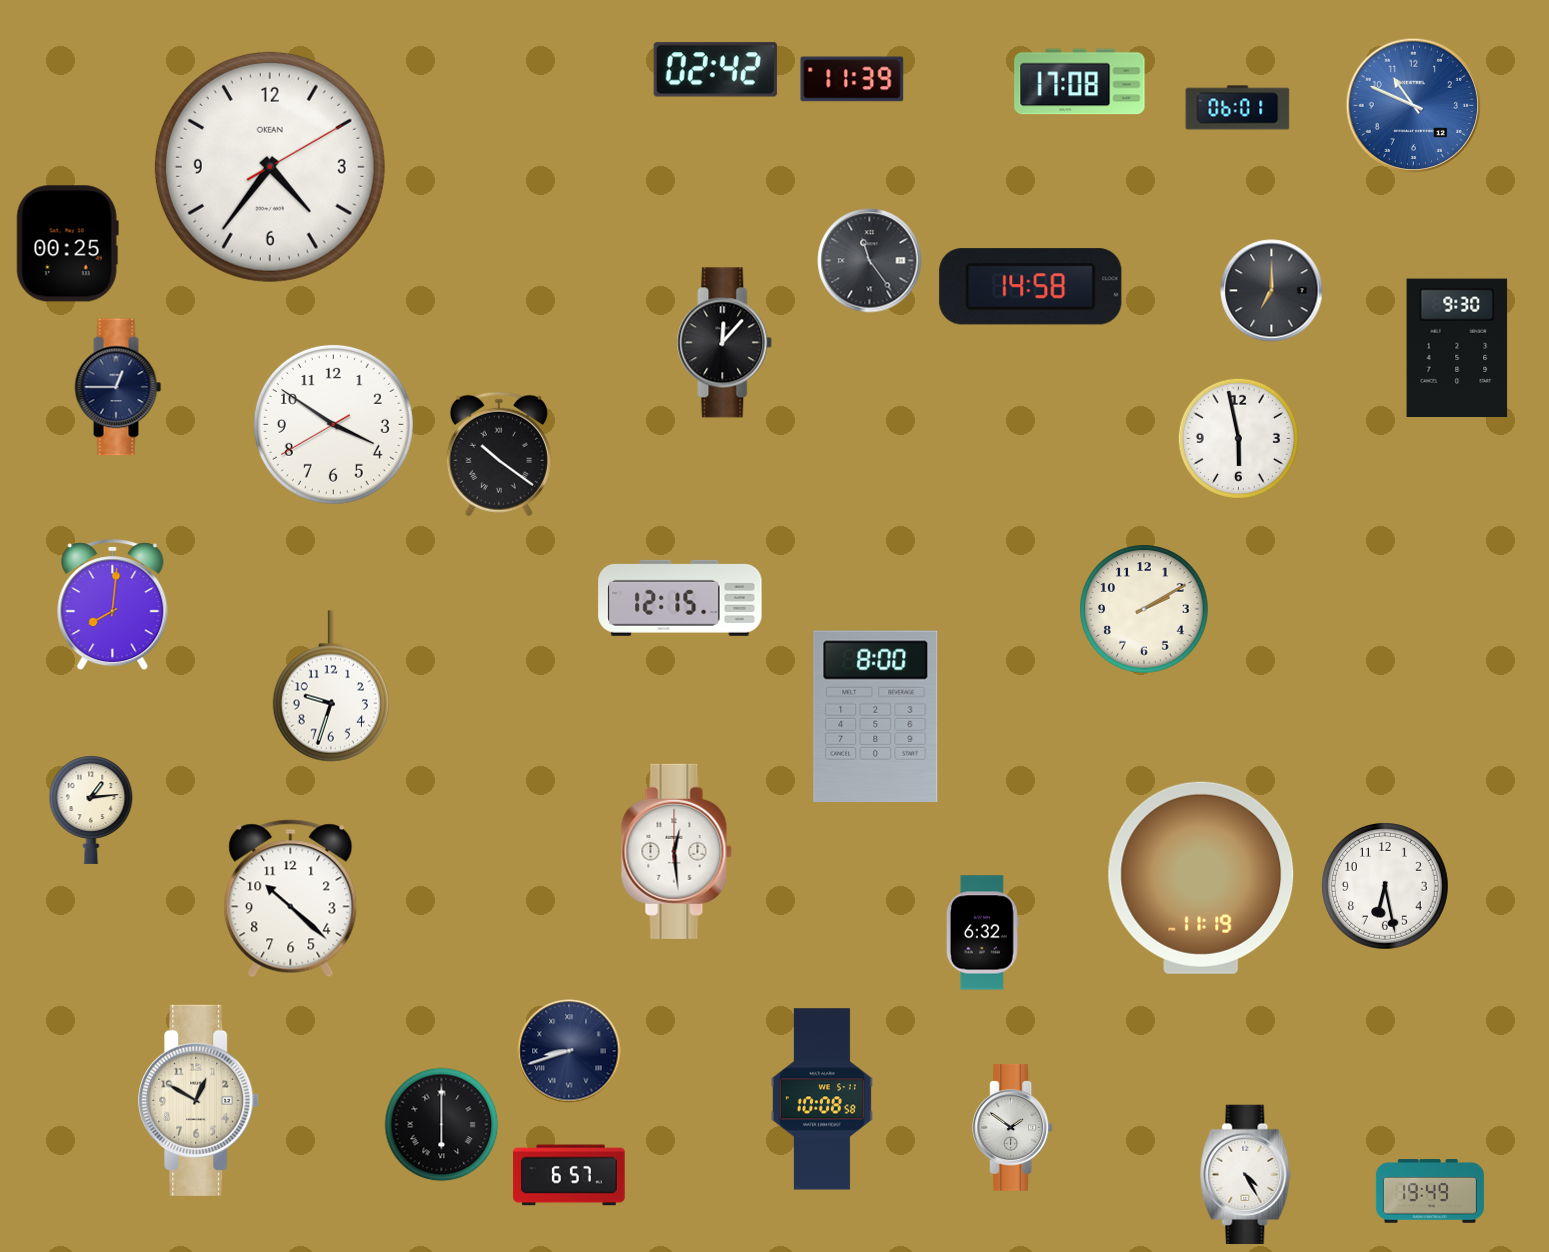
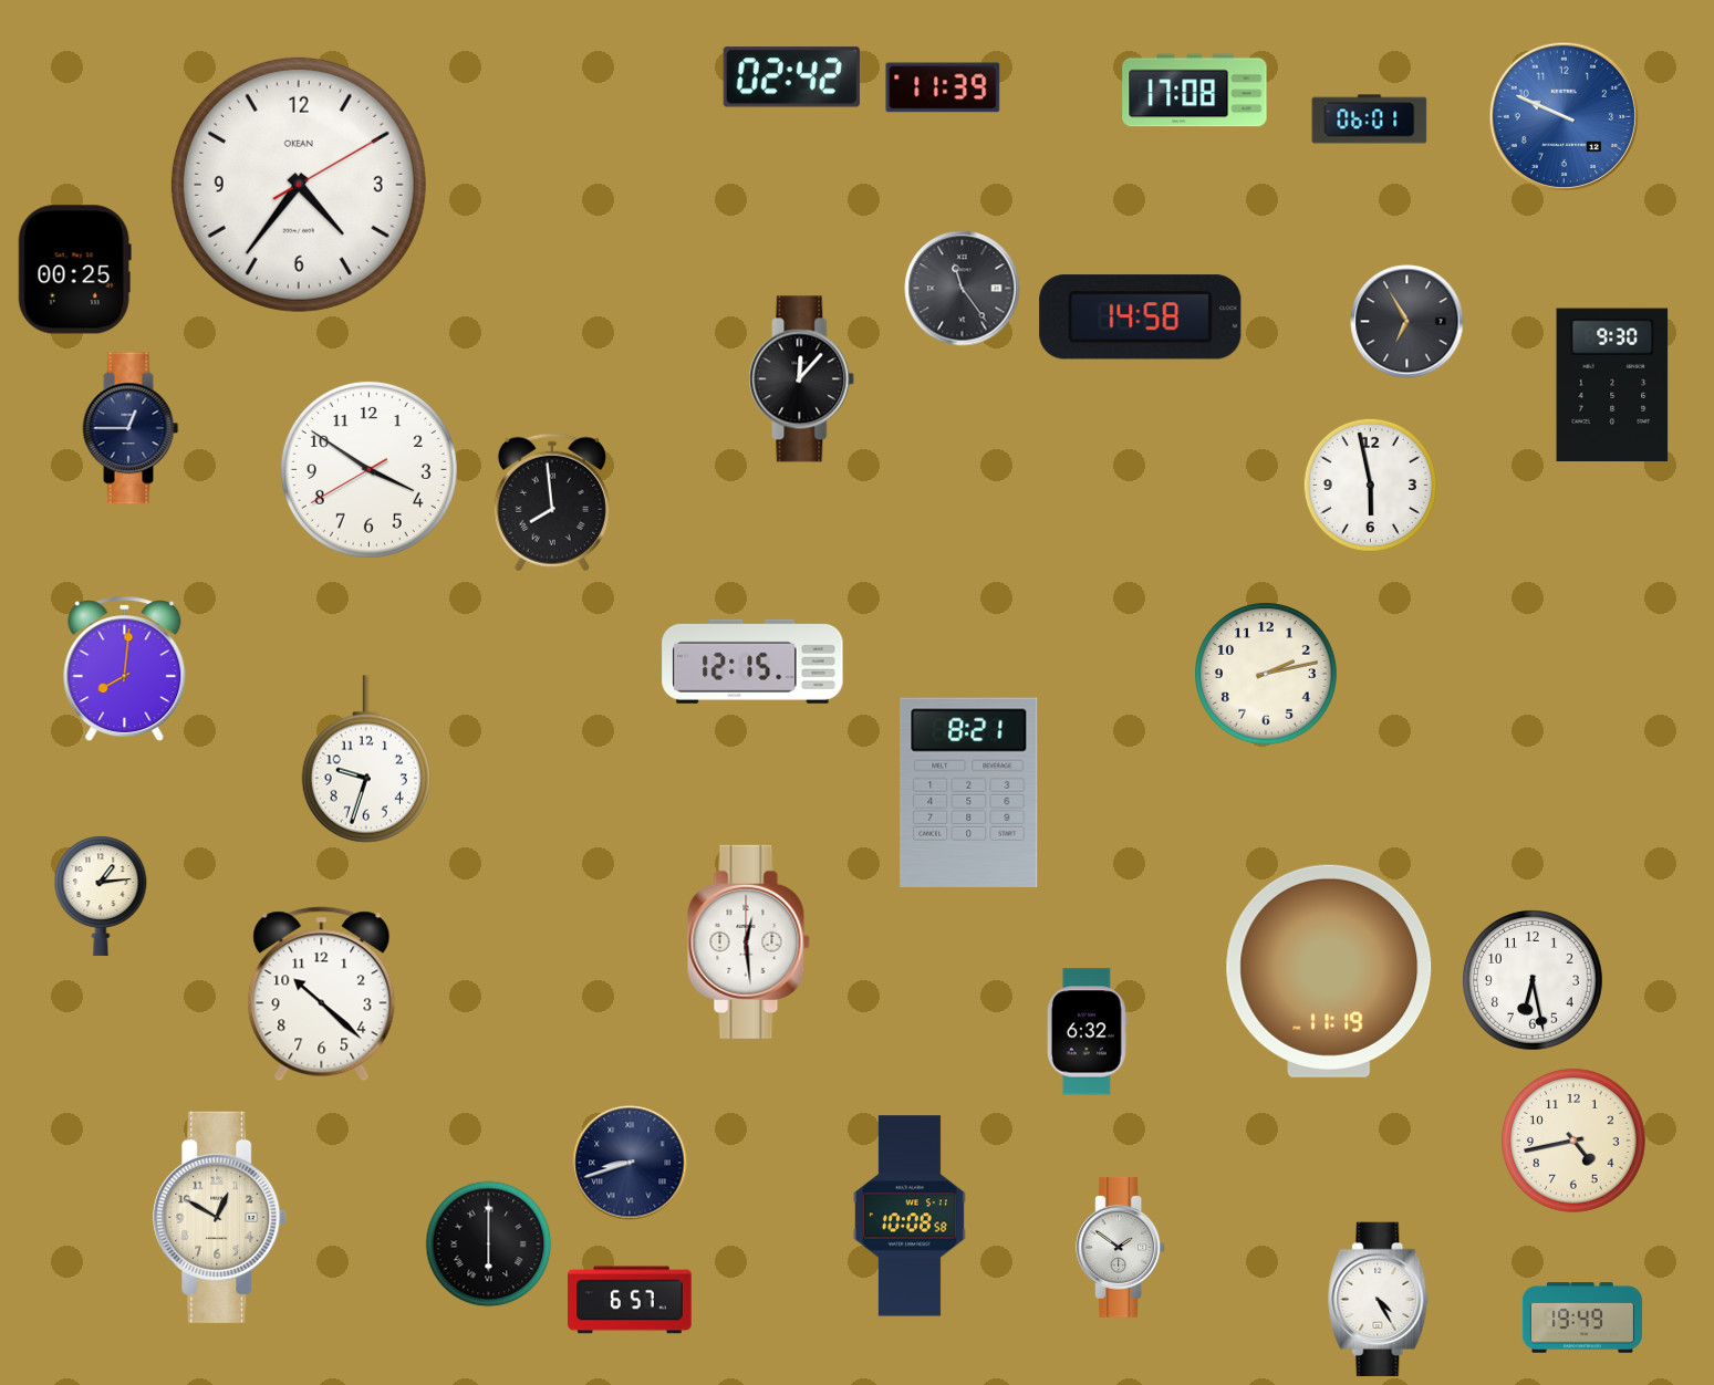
clock at (1413, 105): 10:49 -> 9:49
clock at (1272, 291): 7:00 -> 6:55
clock at (499, 454): 10:21 -> 7:59
clock at (1144, 609): 2:10 -> 2:13
clock at (876, 716): 8:00 -> 8:21
clock at (1573, 1141): none -> 4:43
